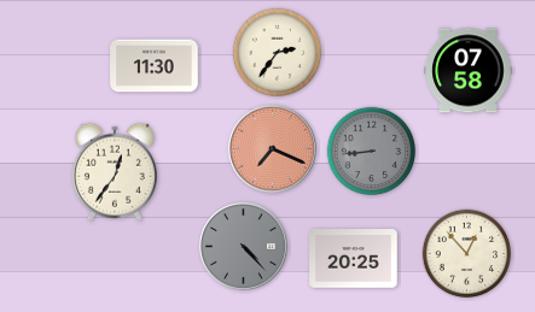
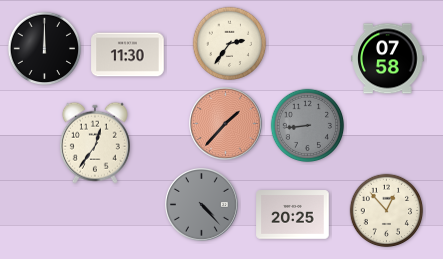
clock at (45, 49): none -> 12:00
clock at (273, 149): 7:19 -> 1:37
